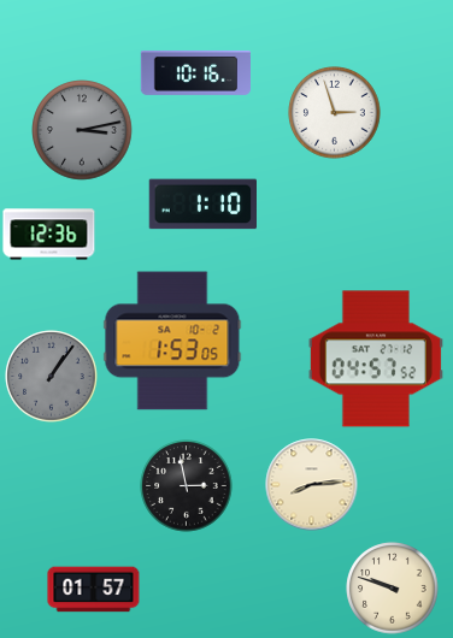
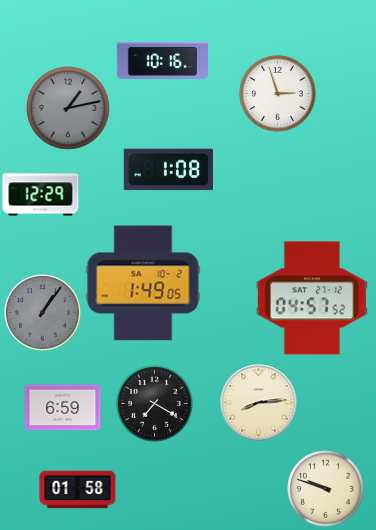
clock at (82, 130): 3:13 -> 1:13
clock at (202, 205): 1:10 -> 1:08
clock at (49, 235): 12:36 -> 12:29
clock at (172, 341): 1:53 -> 1:49
clock at (187, 486): 2:58 -> 7:20
clock at (63, 408): none -> 6:59
clock at (94, 590): 01:57 -> 01:58
